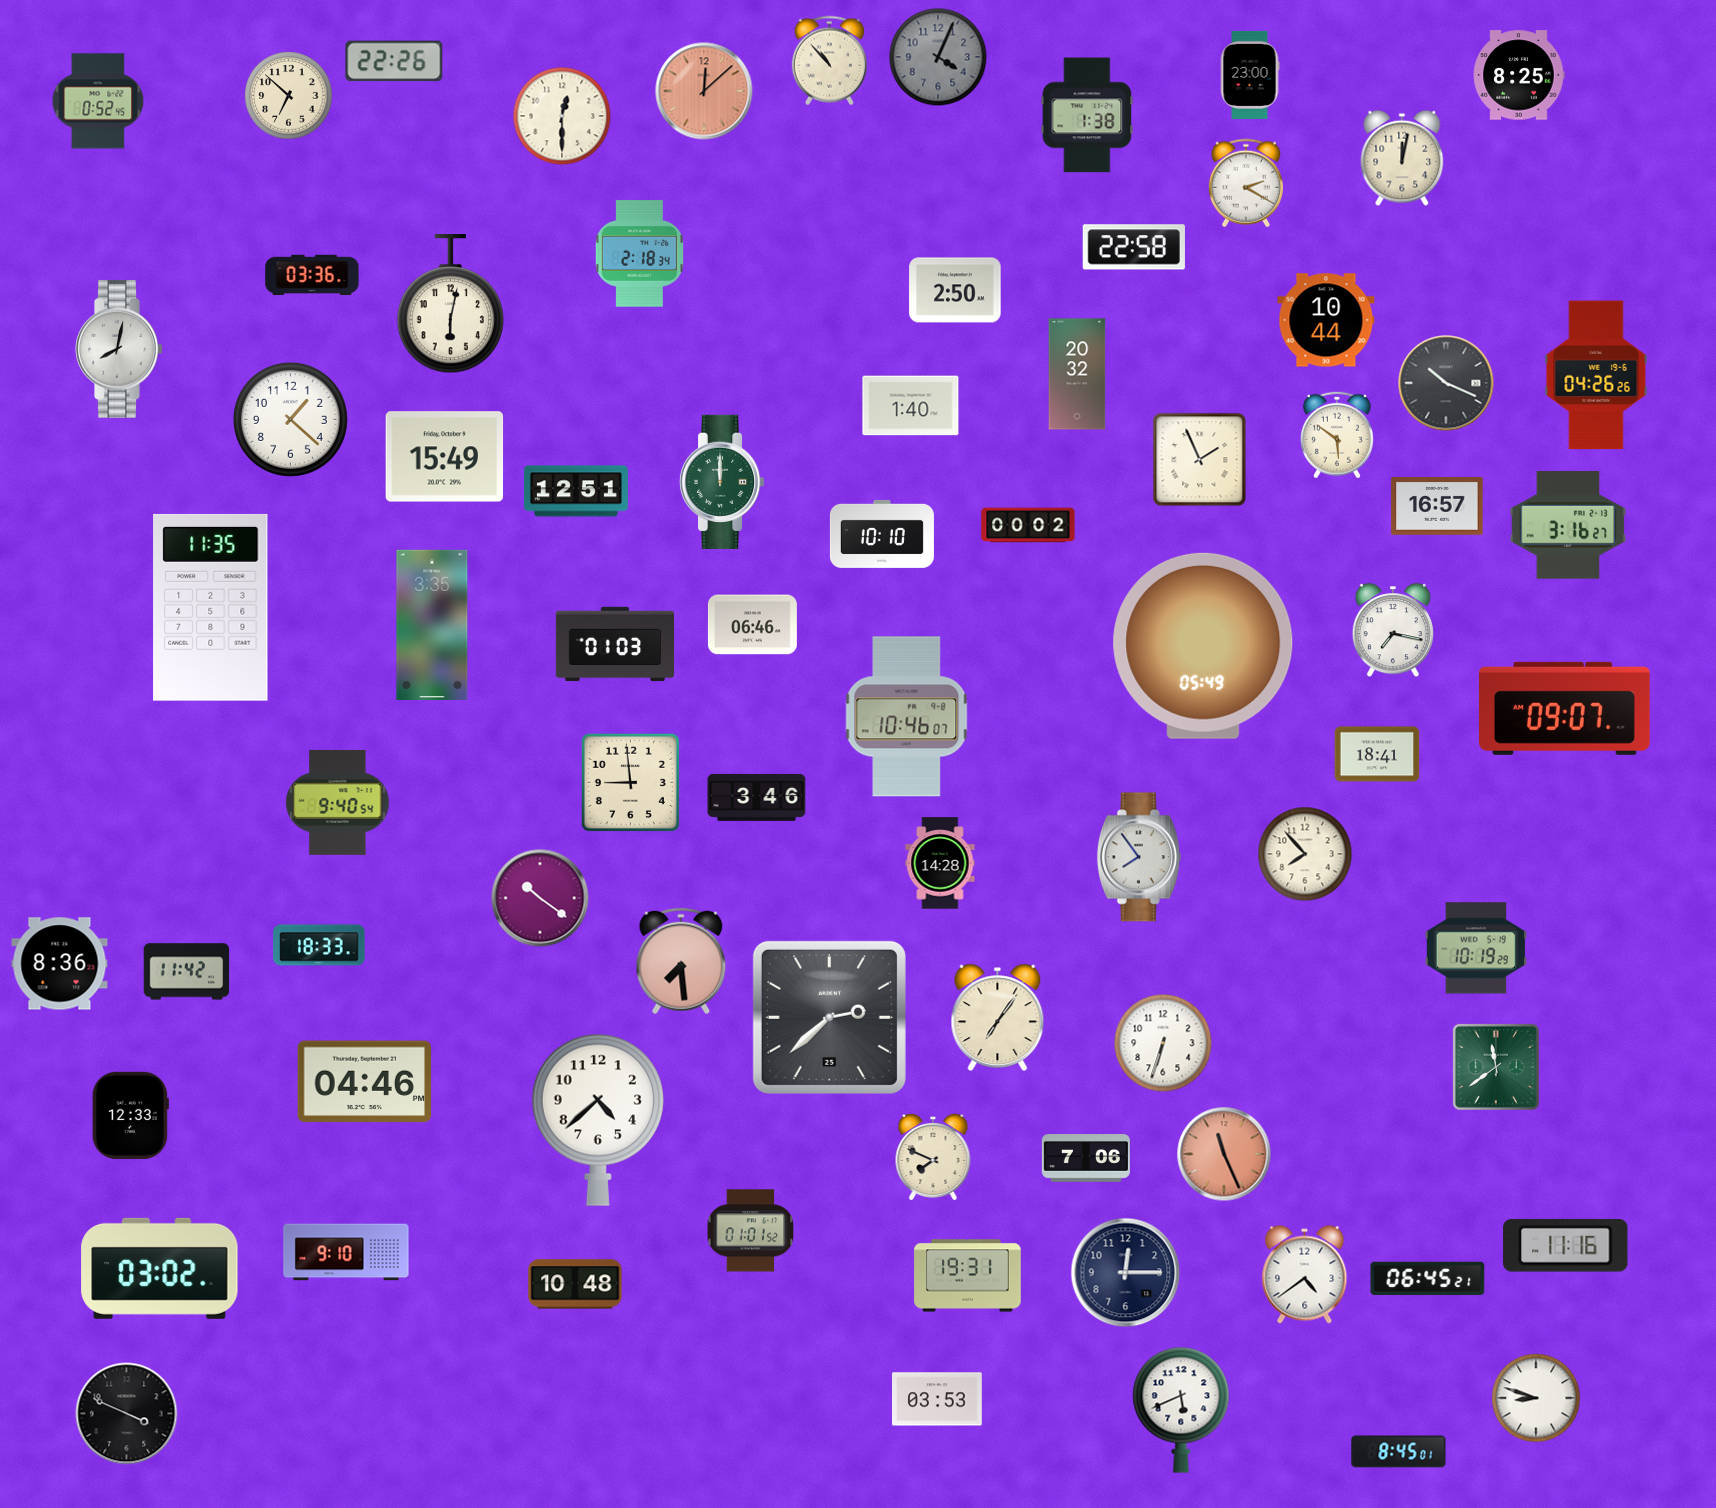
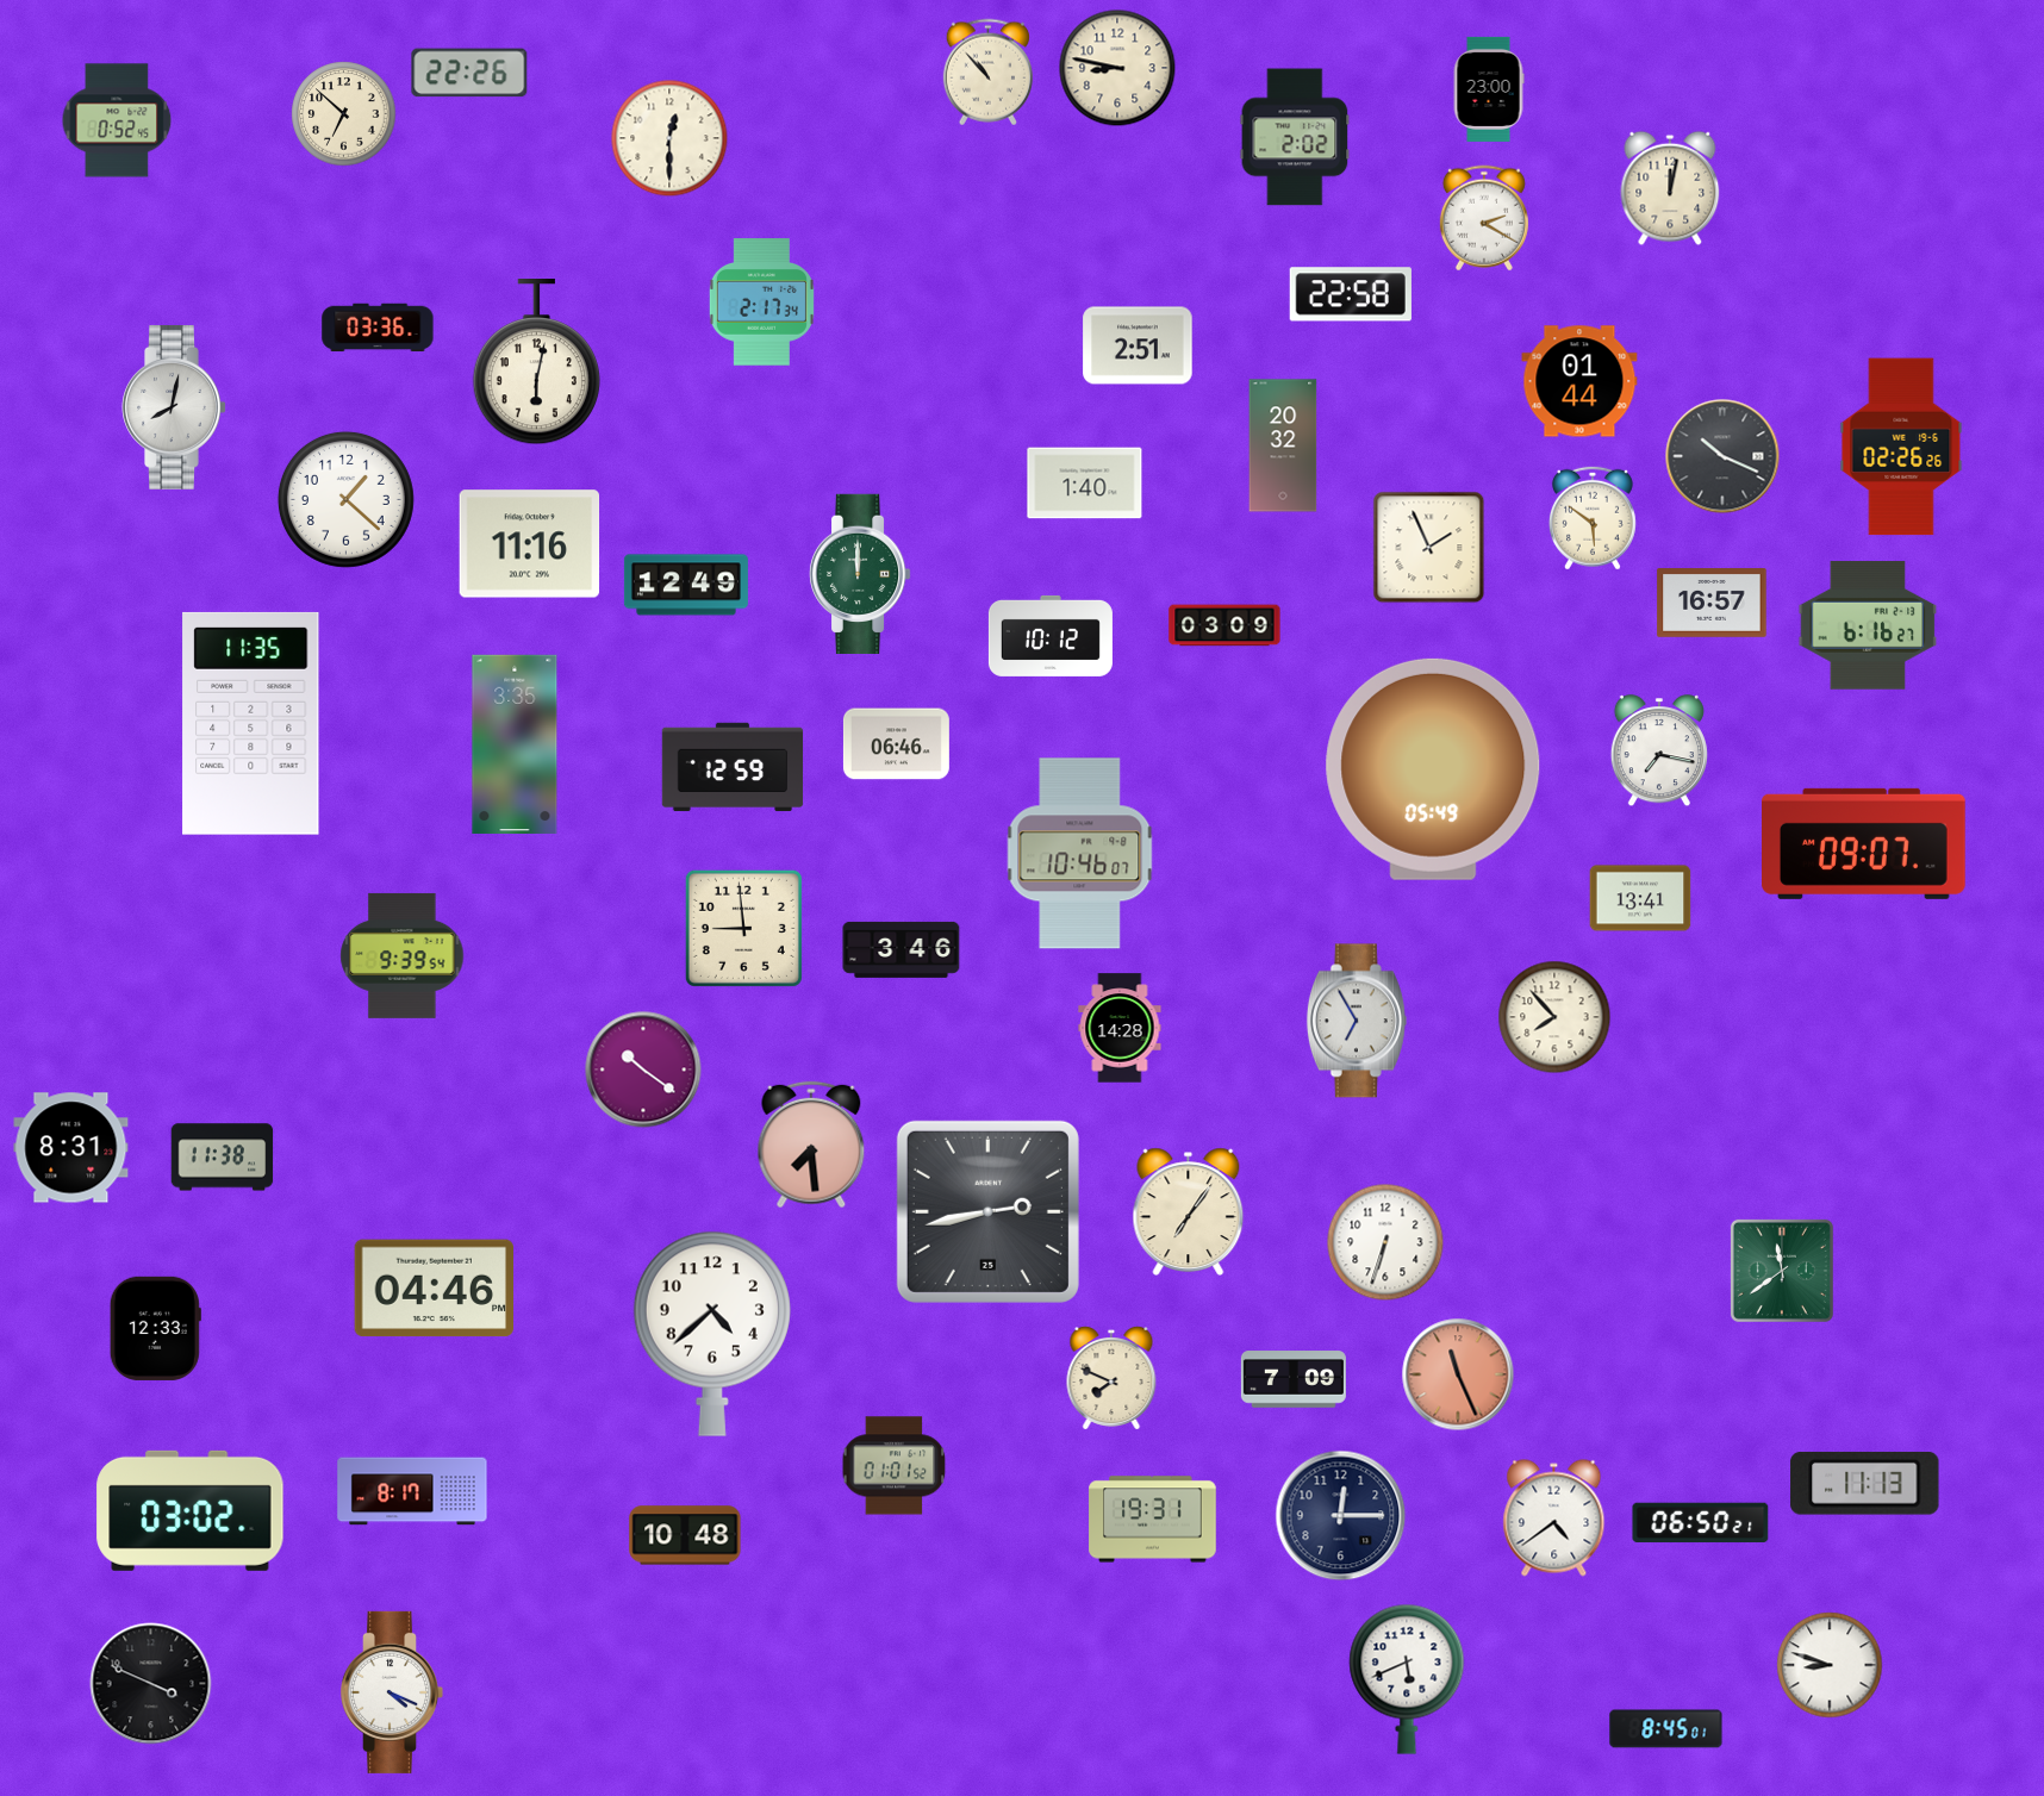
clock at (938, 57): 4:04 -> 8:47
clock at (938, 57) dial: grey -> cream
clock at (1519, 75): 8:25 -> none
clock at (704, 91): 12:08 -> none
clock at (1087, 115): 1:38 -> 2:02
clock at (639, 254): 2:18 -> 2:17
clock at (312, 275) position: (312, 275) -> (378, 328)
clock at (955, 290): 2:50 -> 2:51
clock at (1326, 320): 10:44 -> 01:44
clock at (119, 349) position: (119, 349) -> (174, 407)
clock at (1596, 375): 04:26 -> 02:26
clock at (445, 457): 15:49 -> 11:16
clock at (576, 491): 12:51 -> 12:49
clock at (1028, 525): 00:02 -> 03:09
clock at (1568, 525): 3:16 -> 6:16
clock at (882, 534): 10:10 -> 10:12
clock at (615, 644): 01:03 -> 12:59
clock at (1377, 754): 18:41 -> 13:41
clock at (630, 782) position: (630, 782) -> (743, 928)
clock at (338, 802): 9:40 -> 9:39
clock at (1139, 857): 7:54 -> 6:55
clock at (319, 945): 18:33 -> none
clock at (1475, 948): 10:19 -> none
clock at (60, 964): 8:36 -> 8:31
clock at (187, 972): 11:42 -> 11:38
clock at (829, 1017): 2:38 -> 2:43
clock at (1086, 1158): 7:06 -> 7:09
clock at (1566, 1245): 11:16 -> 11:13
clock at (346, 1252): 9:10 -> 8:17
clock at (1428, 1279): 06:45 -> 06:50
clock at (575, 1284) position: (575, 1284) -> (685, 1535)
clock at (938, 1399): 03:53 -> none
clock at (393, 1692): none -> 4:19
